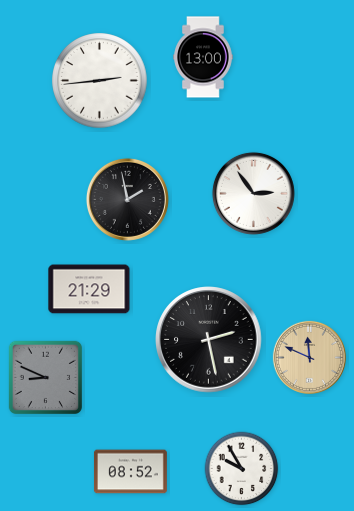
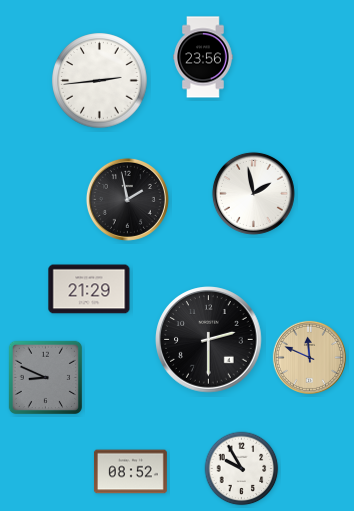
clock at (203, 57): 13:00 -> 23:56
clock at (253, 193): 2:54 -> 1:58
clock at (209, 340): 2:28 -> 2:30
